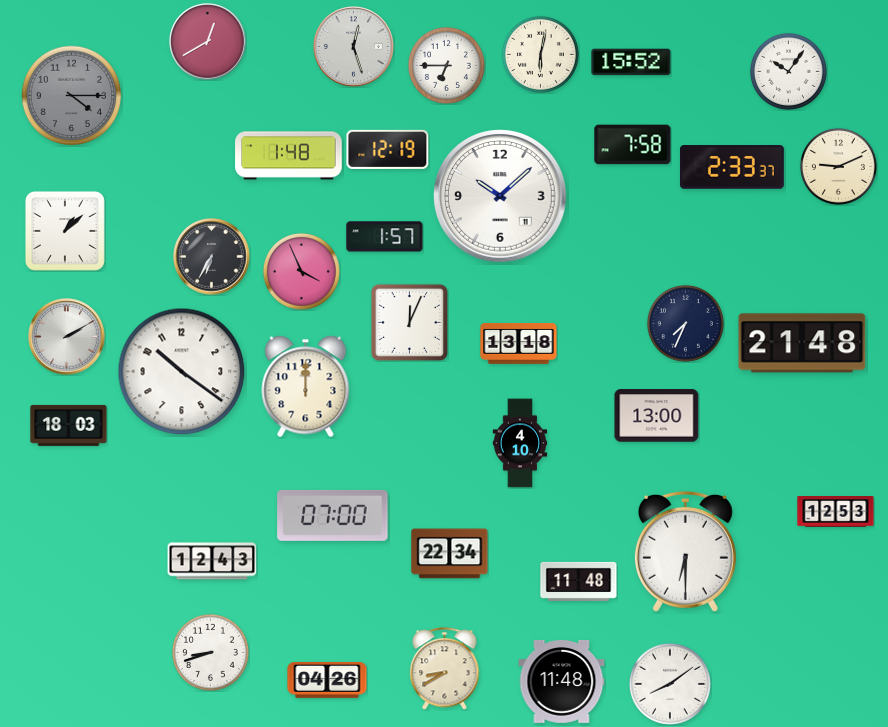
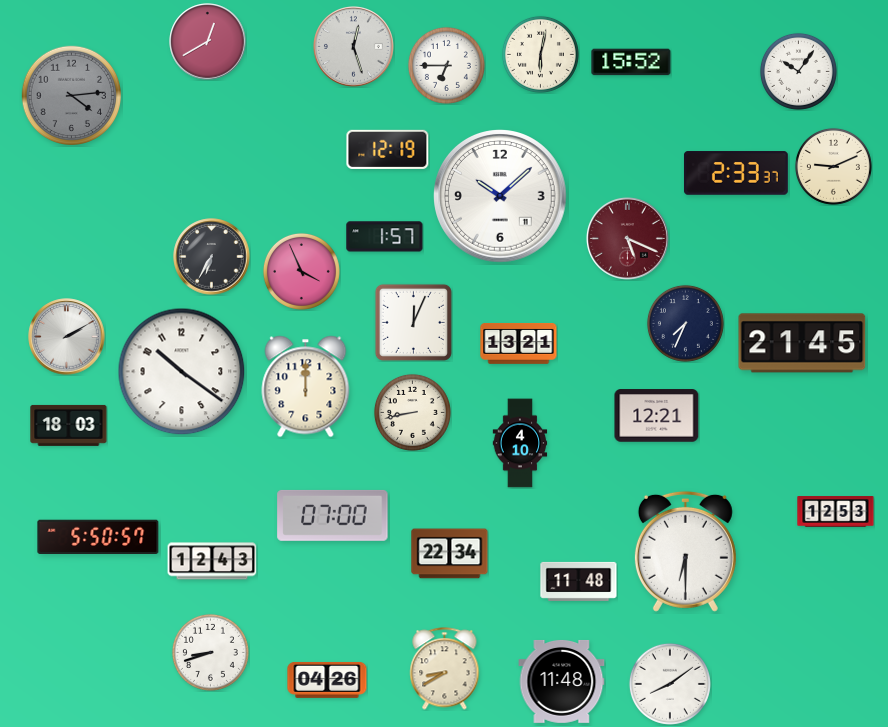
clock at (788, 71) position: (788, 71) -> (798, 71)
clock at (72, 96): 4:15 -> 4:14
clock at (633, 145): 7:58 -> none
clock at (289, 156): 1:48 -> none
clock at (838, 166) position: (838, 166) -> (833, 166)
clock at (732, 167) position: (732, 167) -> (736, 173)
clock at (65, 231): 1:08 -> none
clock at (627, 238): none -> 5:19
clock at (409, 322) position: (409, 322) -> (413, 322)
clock at (802, 343): 21:48 -> 21:45
clock at (519, 344): 13:18 -> 13:21
clock at (412, 412): none -> 8:43
clock at (657, 416): 13:00 -> 12:21
clock at (98, 537): none -> 5:50
